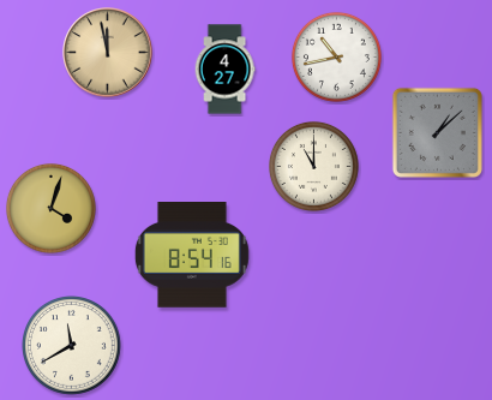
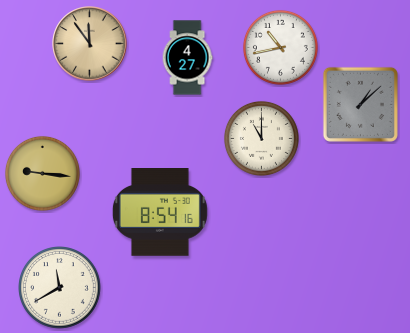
clock at (108, 53): 11:58 -> 11:54
clock at (437, 132) position: (437, 132) -> (360, 104)
clock at (50, 208): 4:03 -> 9:16
